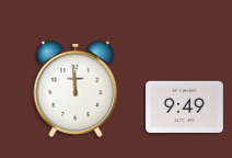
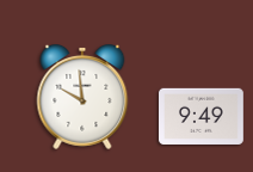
clock at (76, 90): 11:59 -> 9:59
